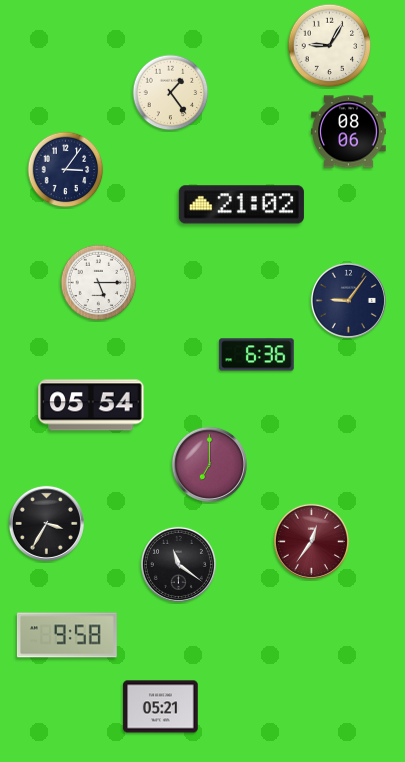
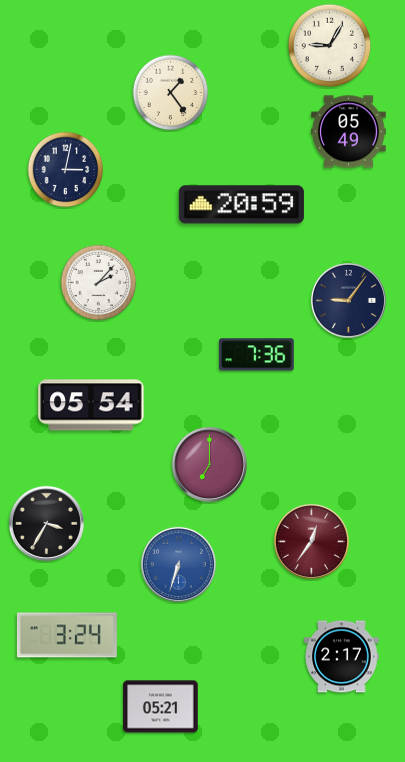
clock at (349, 132): 08:06 -> 05:49
clock at (66, 170): 3:06 -> 3:02
clock at (241, 205): 21:02 -> 20:59
clock at (99, 283): 5:15 -> 2:07
clock at (257, 355): 6:36 -> 7:36
clock at (178, 564): 11:21 -> 6:33
clock at (178, 564) dial: black -> blue
clock at (67, 635): 9:58 -> 3:24
clock at (342, 657): none -> 2:17
